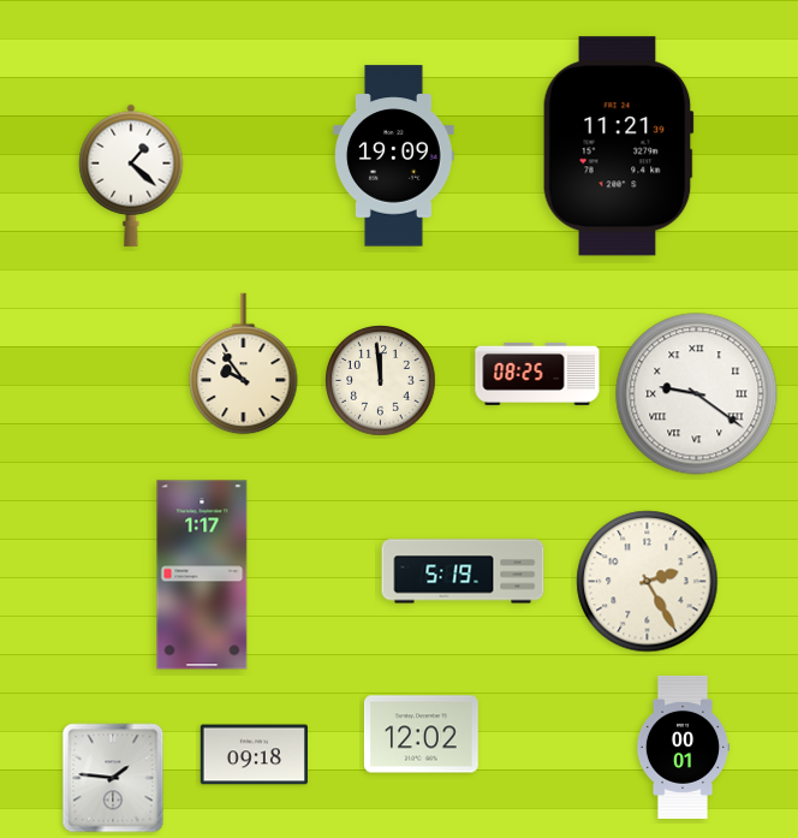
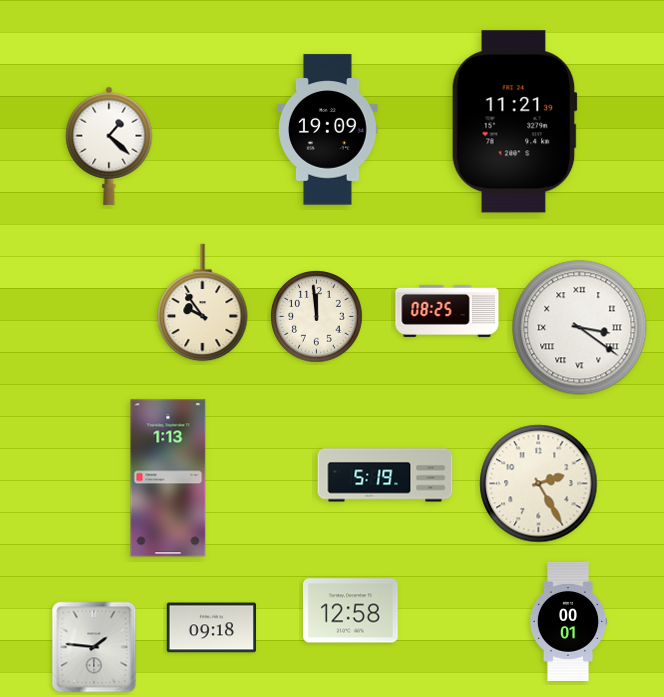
clock at (697, 394): 9:21 -> 3:21
clock at (202, 575): 1:17 -> 1:13
clock at (421, 735): 12:02 -> 12:58
